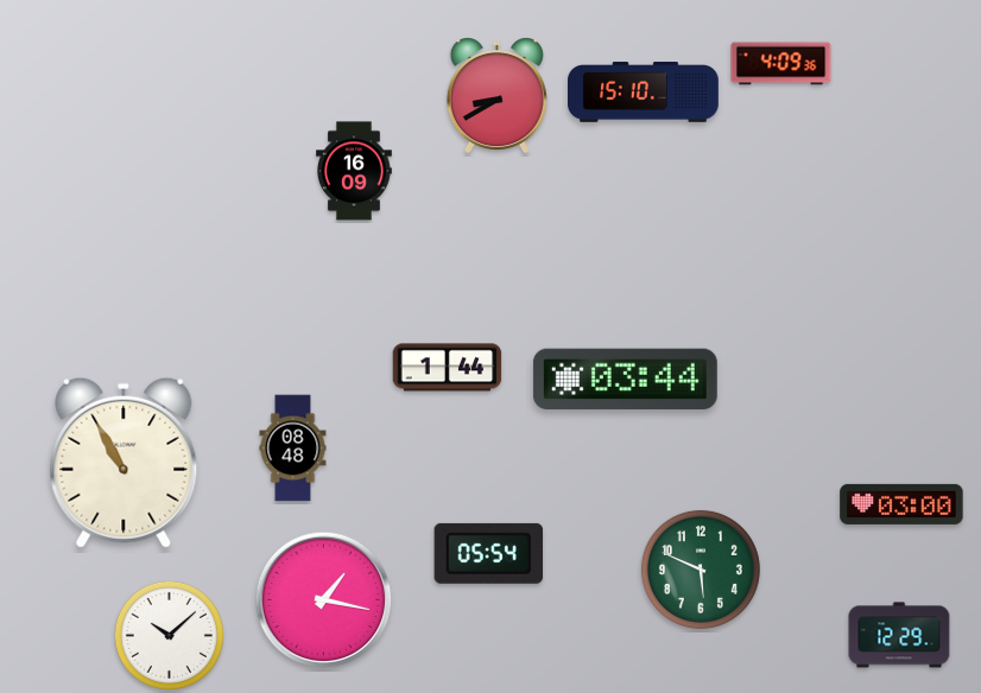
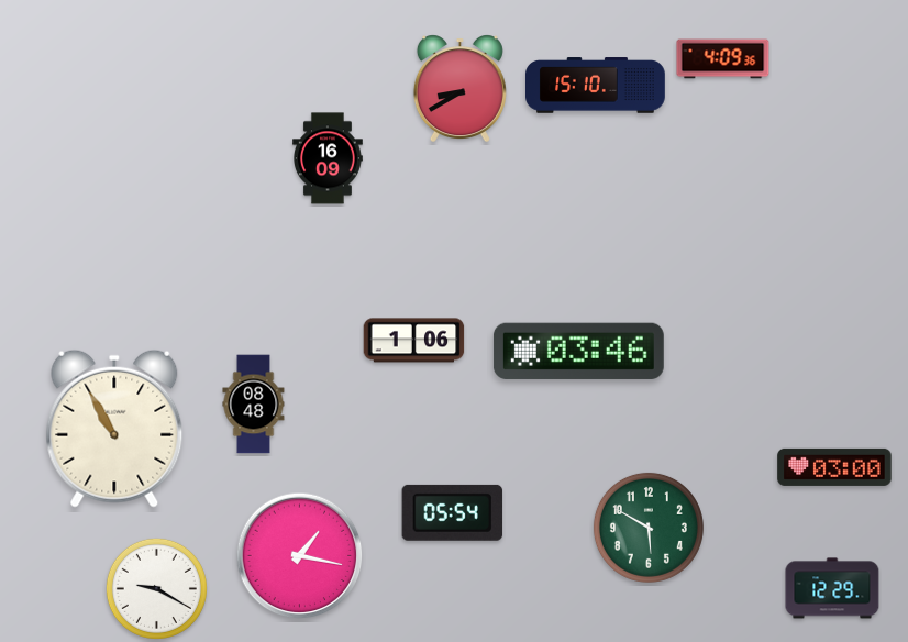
clock at (448, 368): 1:44 -> 1:06
clock at (625, 379): 03:44 -> 03:46
clock at (293, 449) position: (293, 449) -> (254, 405)
clock at (701, 570): 5:49 -> 5:50
clock at (169, 635): 10:08 -> 9:20
